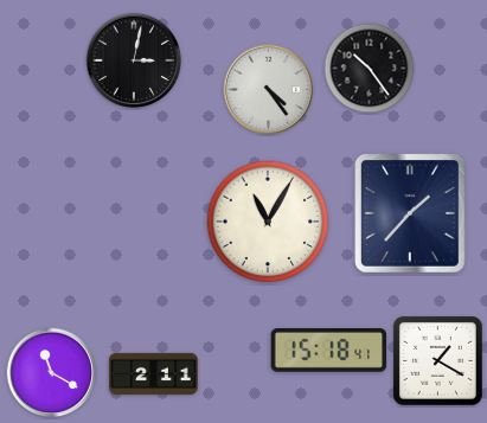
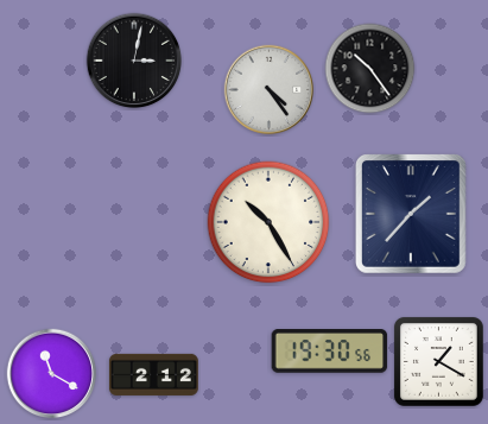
clock at (268, 222): 11:05 -> 10:25
clock at (329, 351): 15:18 -> 19:30
clock at (153, 373): 2:11 -> 2:12
